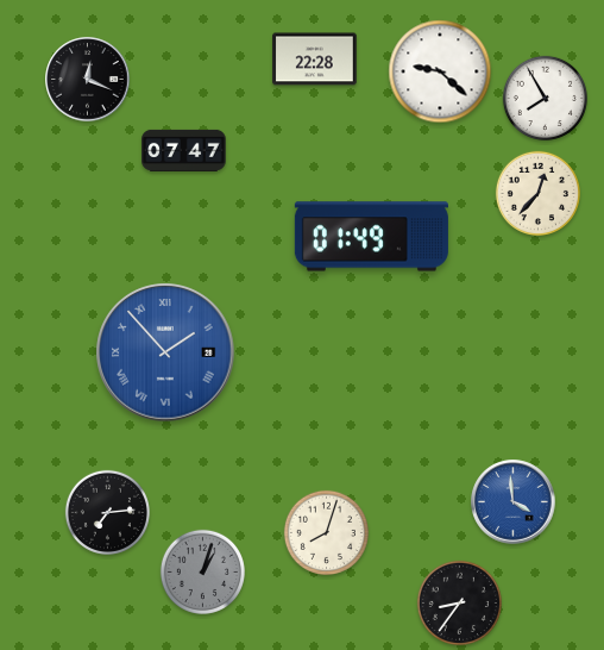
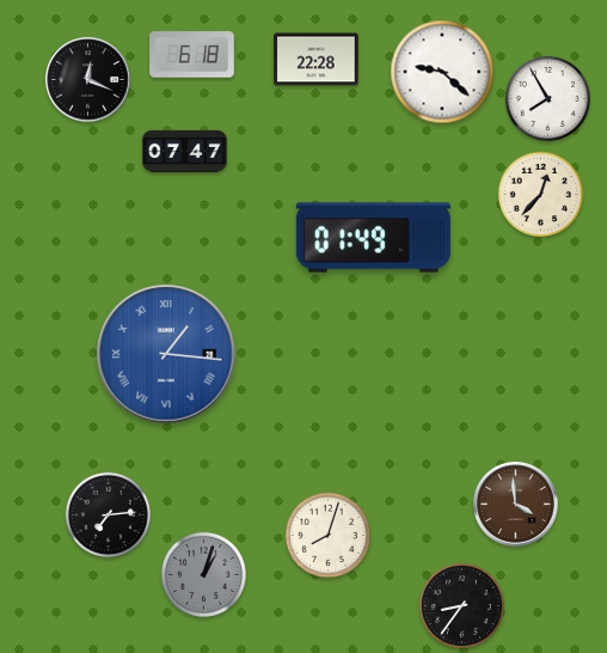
clock at (192, 55): none -> 6:18
clock at (165, 352): 1:53 -> 1:16
clock at (514, 502) dial: blue -> brown
